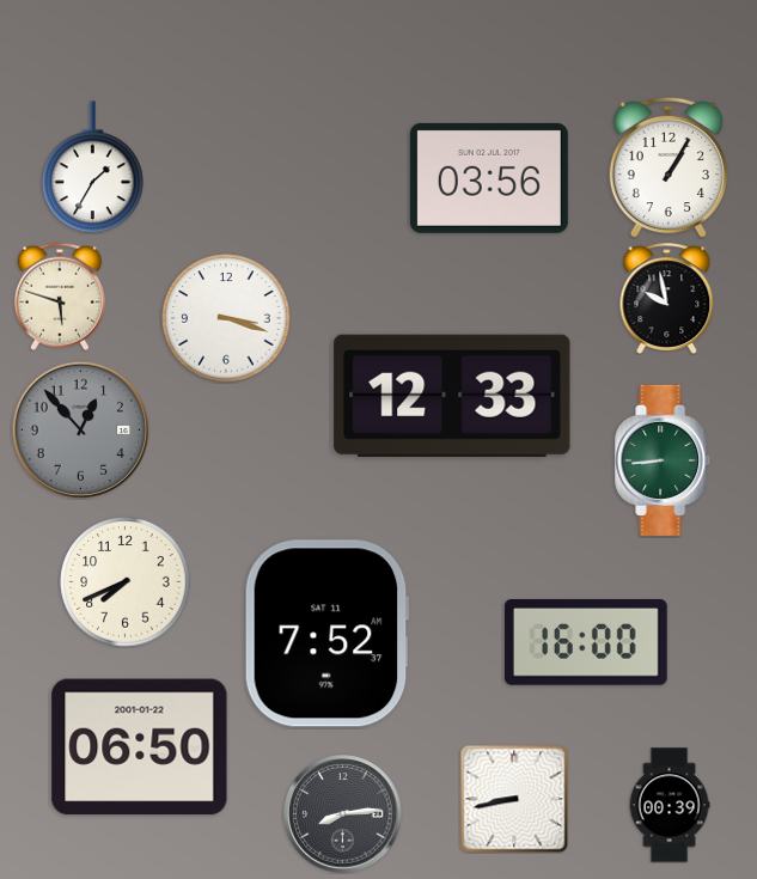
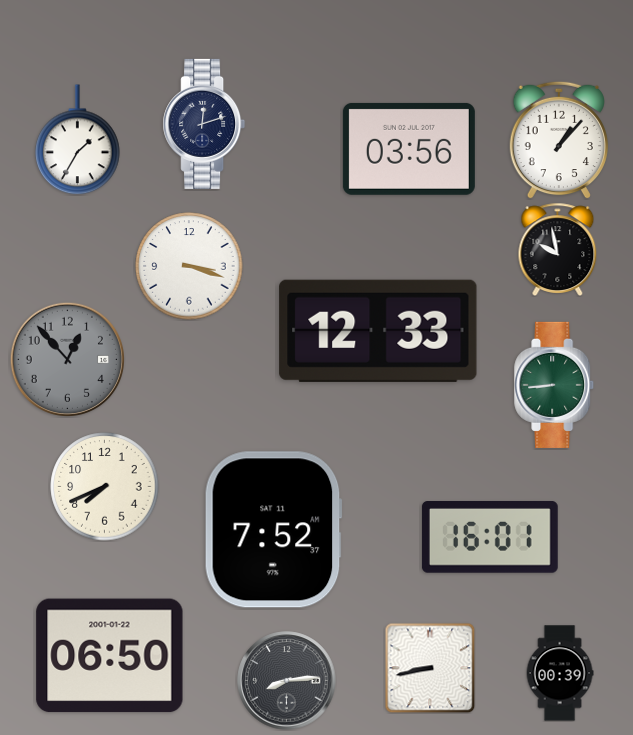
clock at (204, 124): none -> 12:12
clock at (667, 167): 1:05 -> 1:07
clock at (60, 297): 5:48 -> none
clock at (586, 643): 16:00 -> 16:01
clock at (140, 747) position: (140, 747) -> (110, 656)
